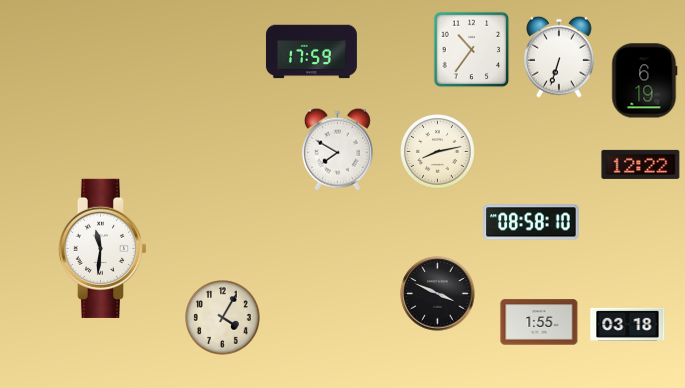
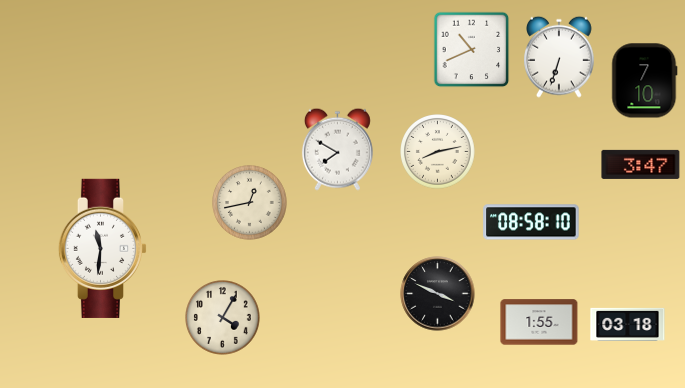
clock at (472, 50): 10:36 -> 10:41
clock at (311, 52): 17:59 -> none
clock at (645, 81): 6:19 -> 7:10
clock at (641, 164): 12:22 -> 3:47
clock at (250, 203): none -> 12:43
